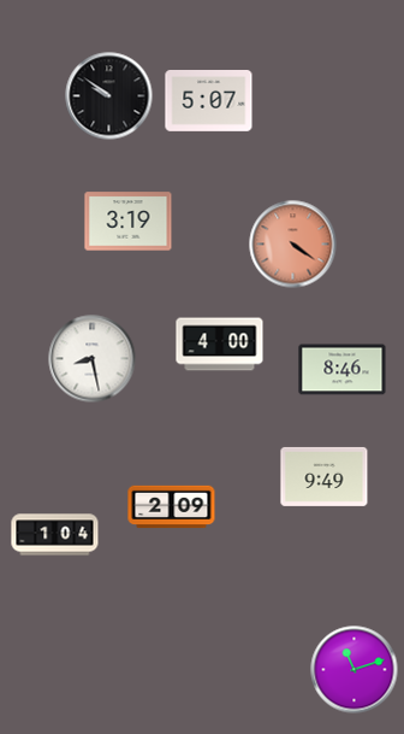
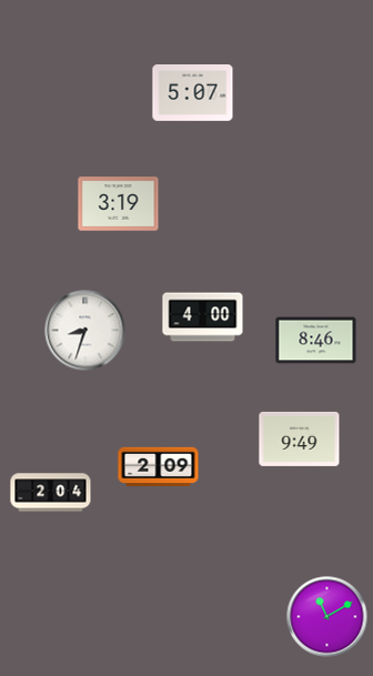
clock at (109, 96): 9:51 -> none
clock at (293, 245): 4:21 -> none
clock at (93, 359): 8:28 -> 8:33
clock at (55, 535): 1:04 -> 2:04
clock at (355, 670): 11:12 -> 11:10
